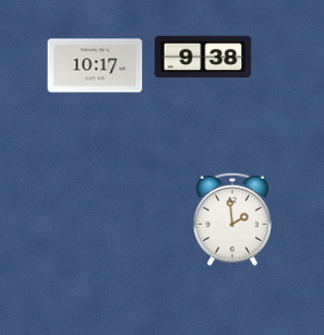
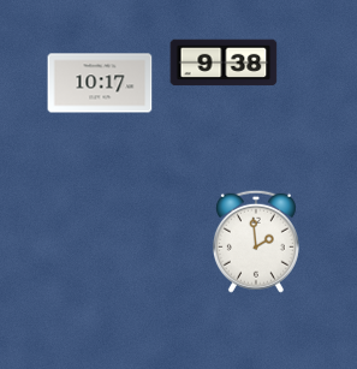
clock at (95, 65) position: (95, 65) -> (100, 83)
